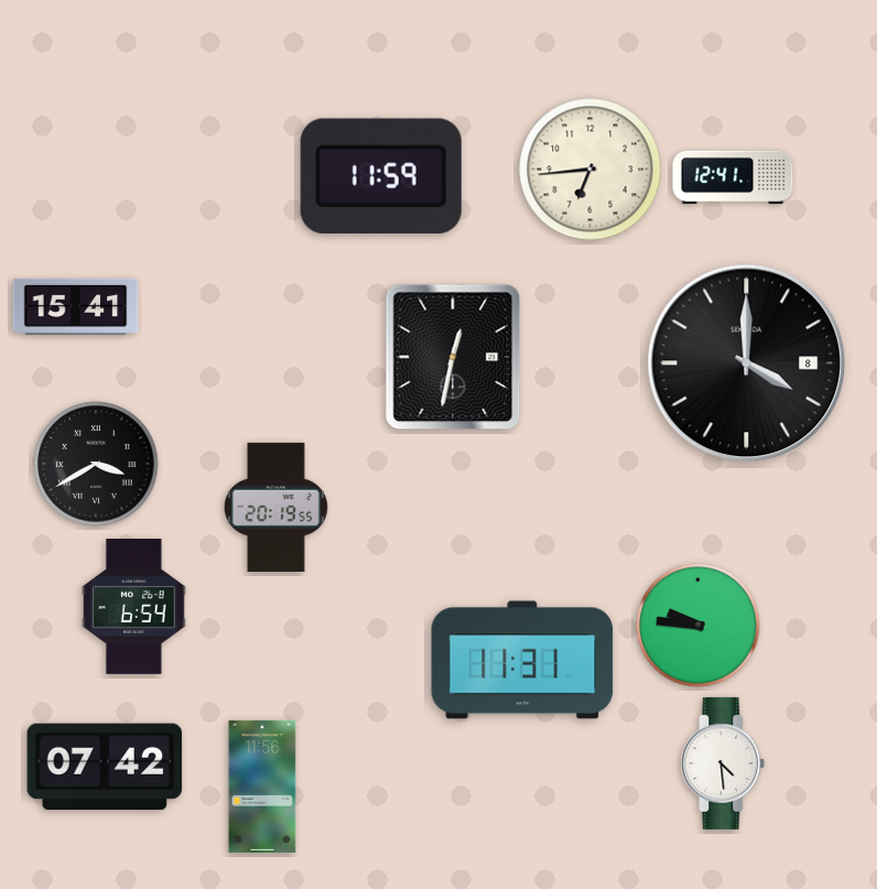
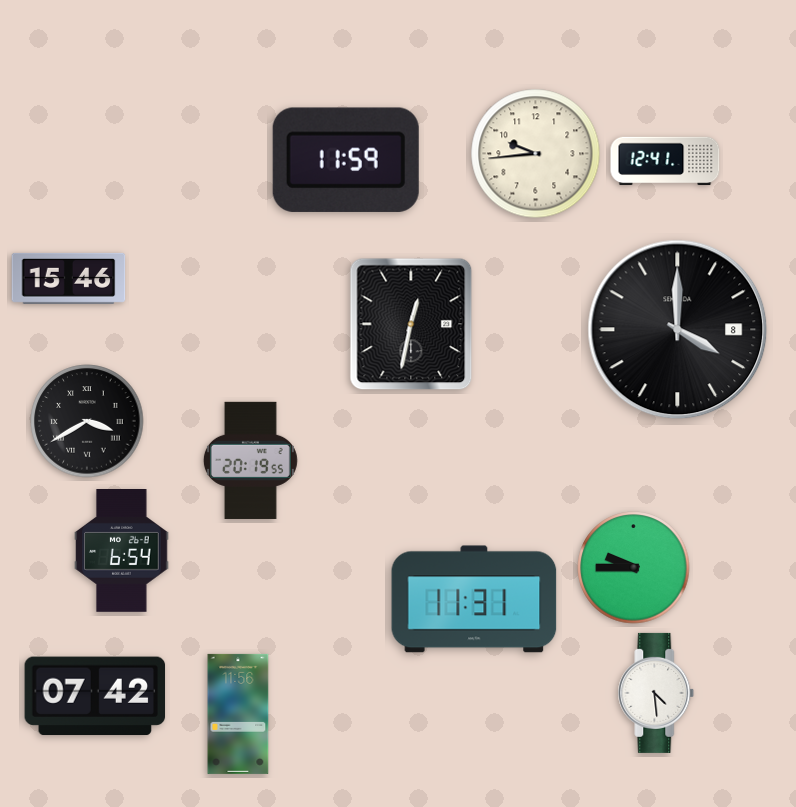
clock at (591, 170): 6:44 -> 9:44
clock at (76, 306): 15:41 -> 15:46
clock at (699, 626): 9:46 -> 9:45
